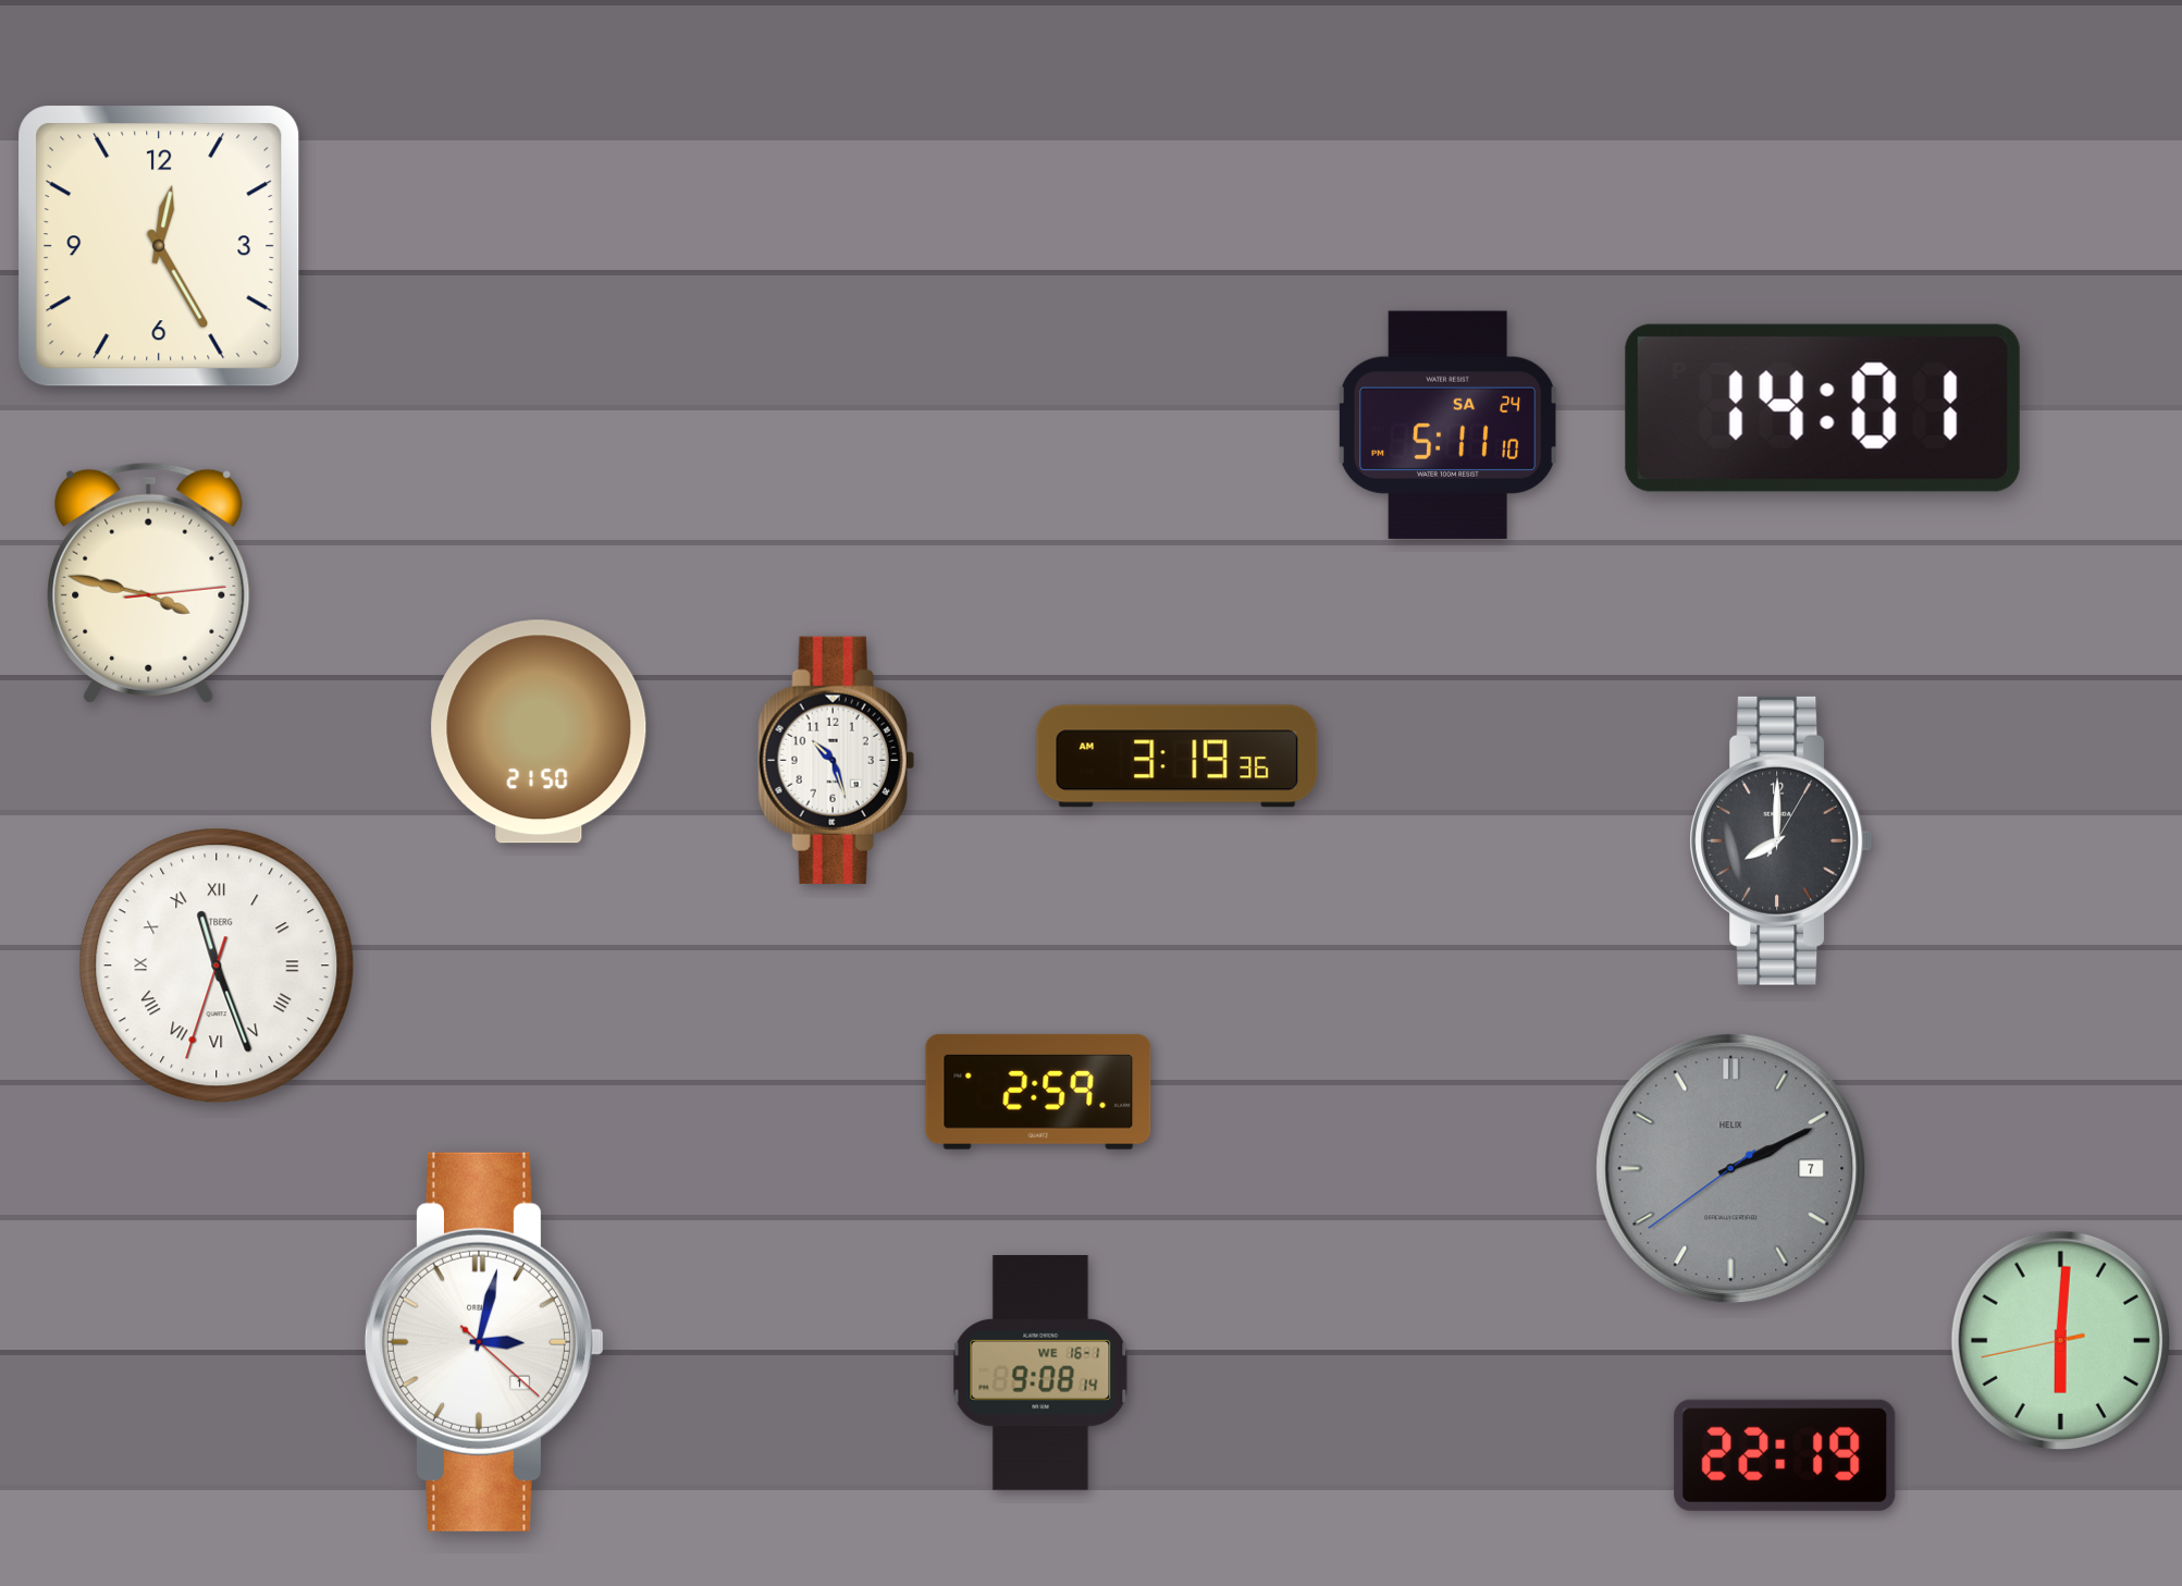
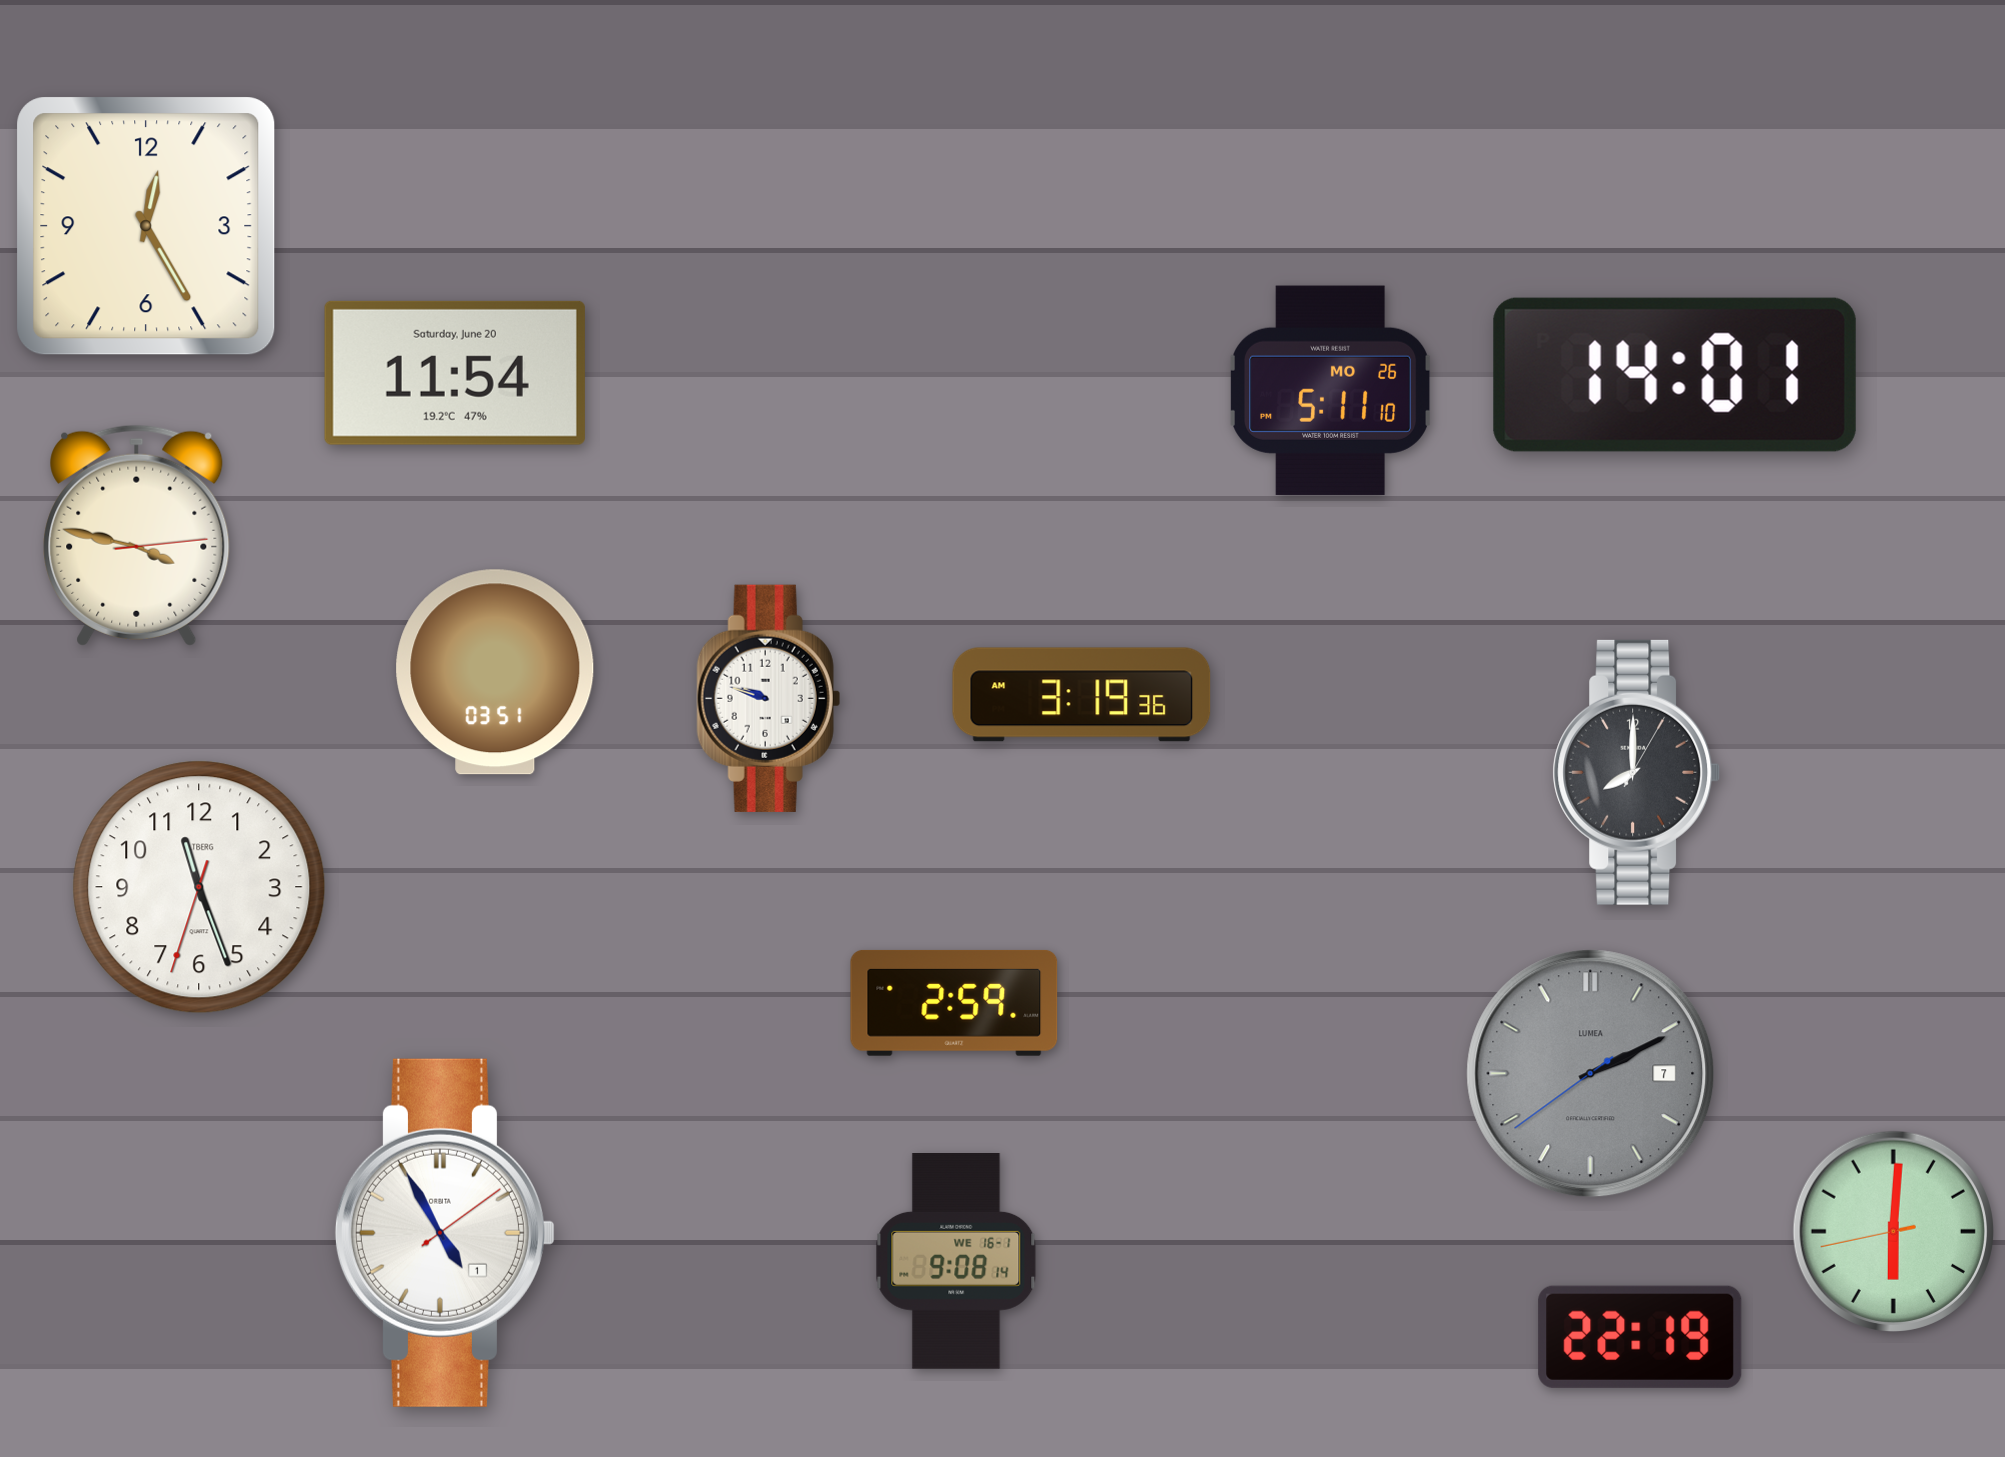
clock at (455, 373): none -> 11:54
clock at (1450, 425) date: SA 24 -> MO 26
clock at (539, 731): 21:50 -> 03:51
clock at (836, 760): 10:27 -> 9:48
clock at (217, 966) numerals: Roman -> Arabic
clock at (1731, 1169) brand: HELIX -> LUMEA
clock at (484, 1342): 3:02 -> 4:55
